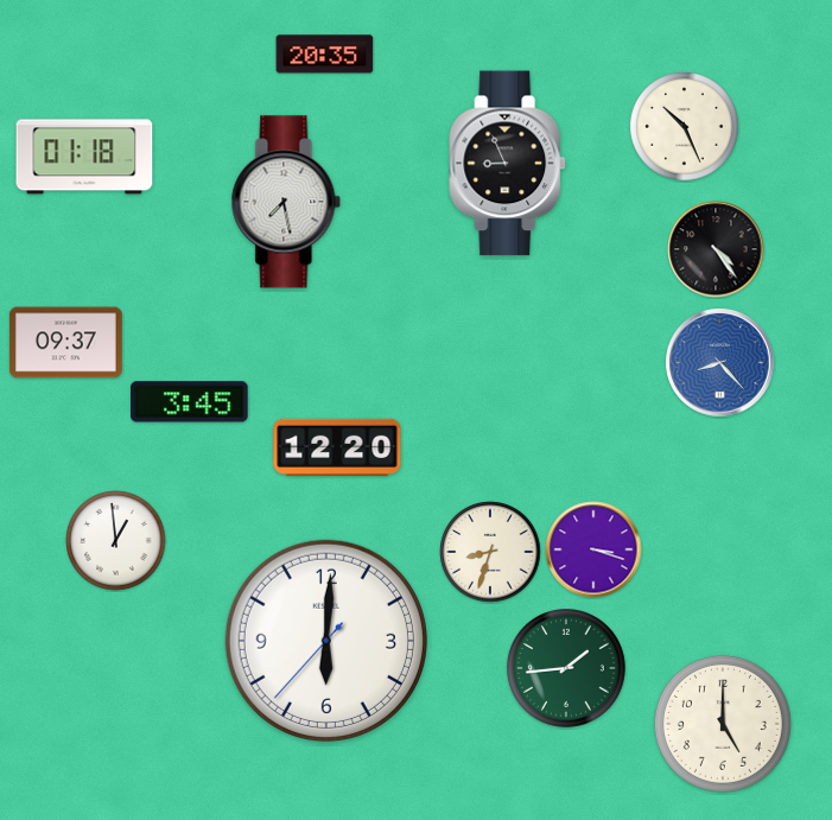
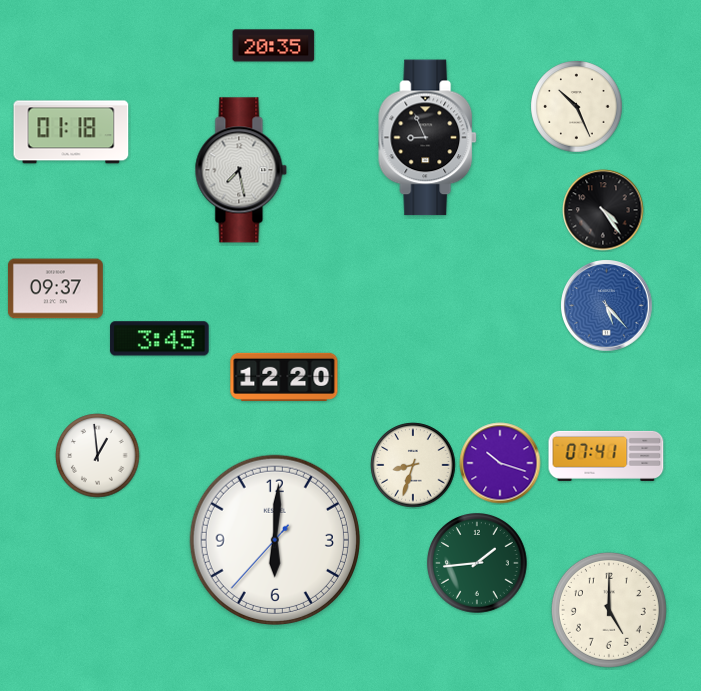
clock at (720, 363): 8:23 -> 5:23
clock at (606, 456): none -> 07:41
clock at (593, 549): 3:18 -> 10:18
